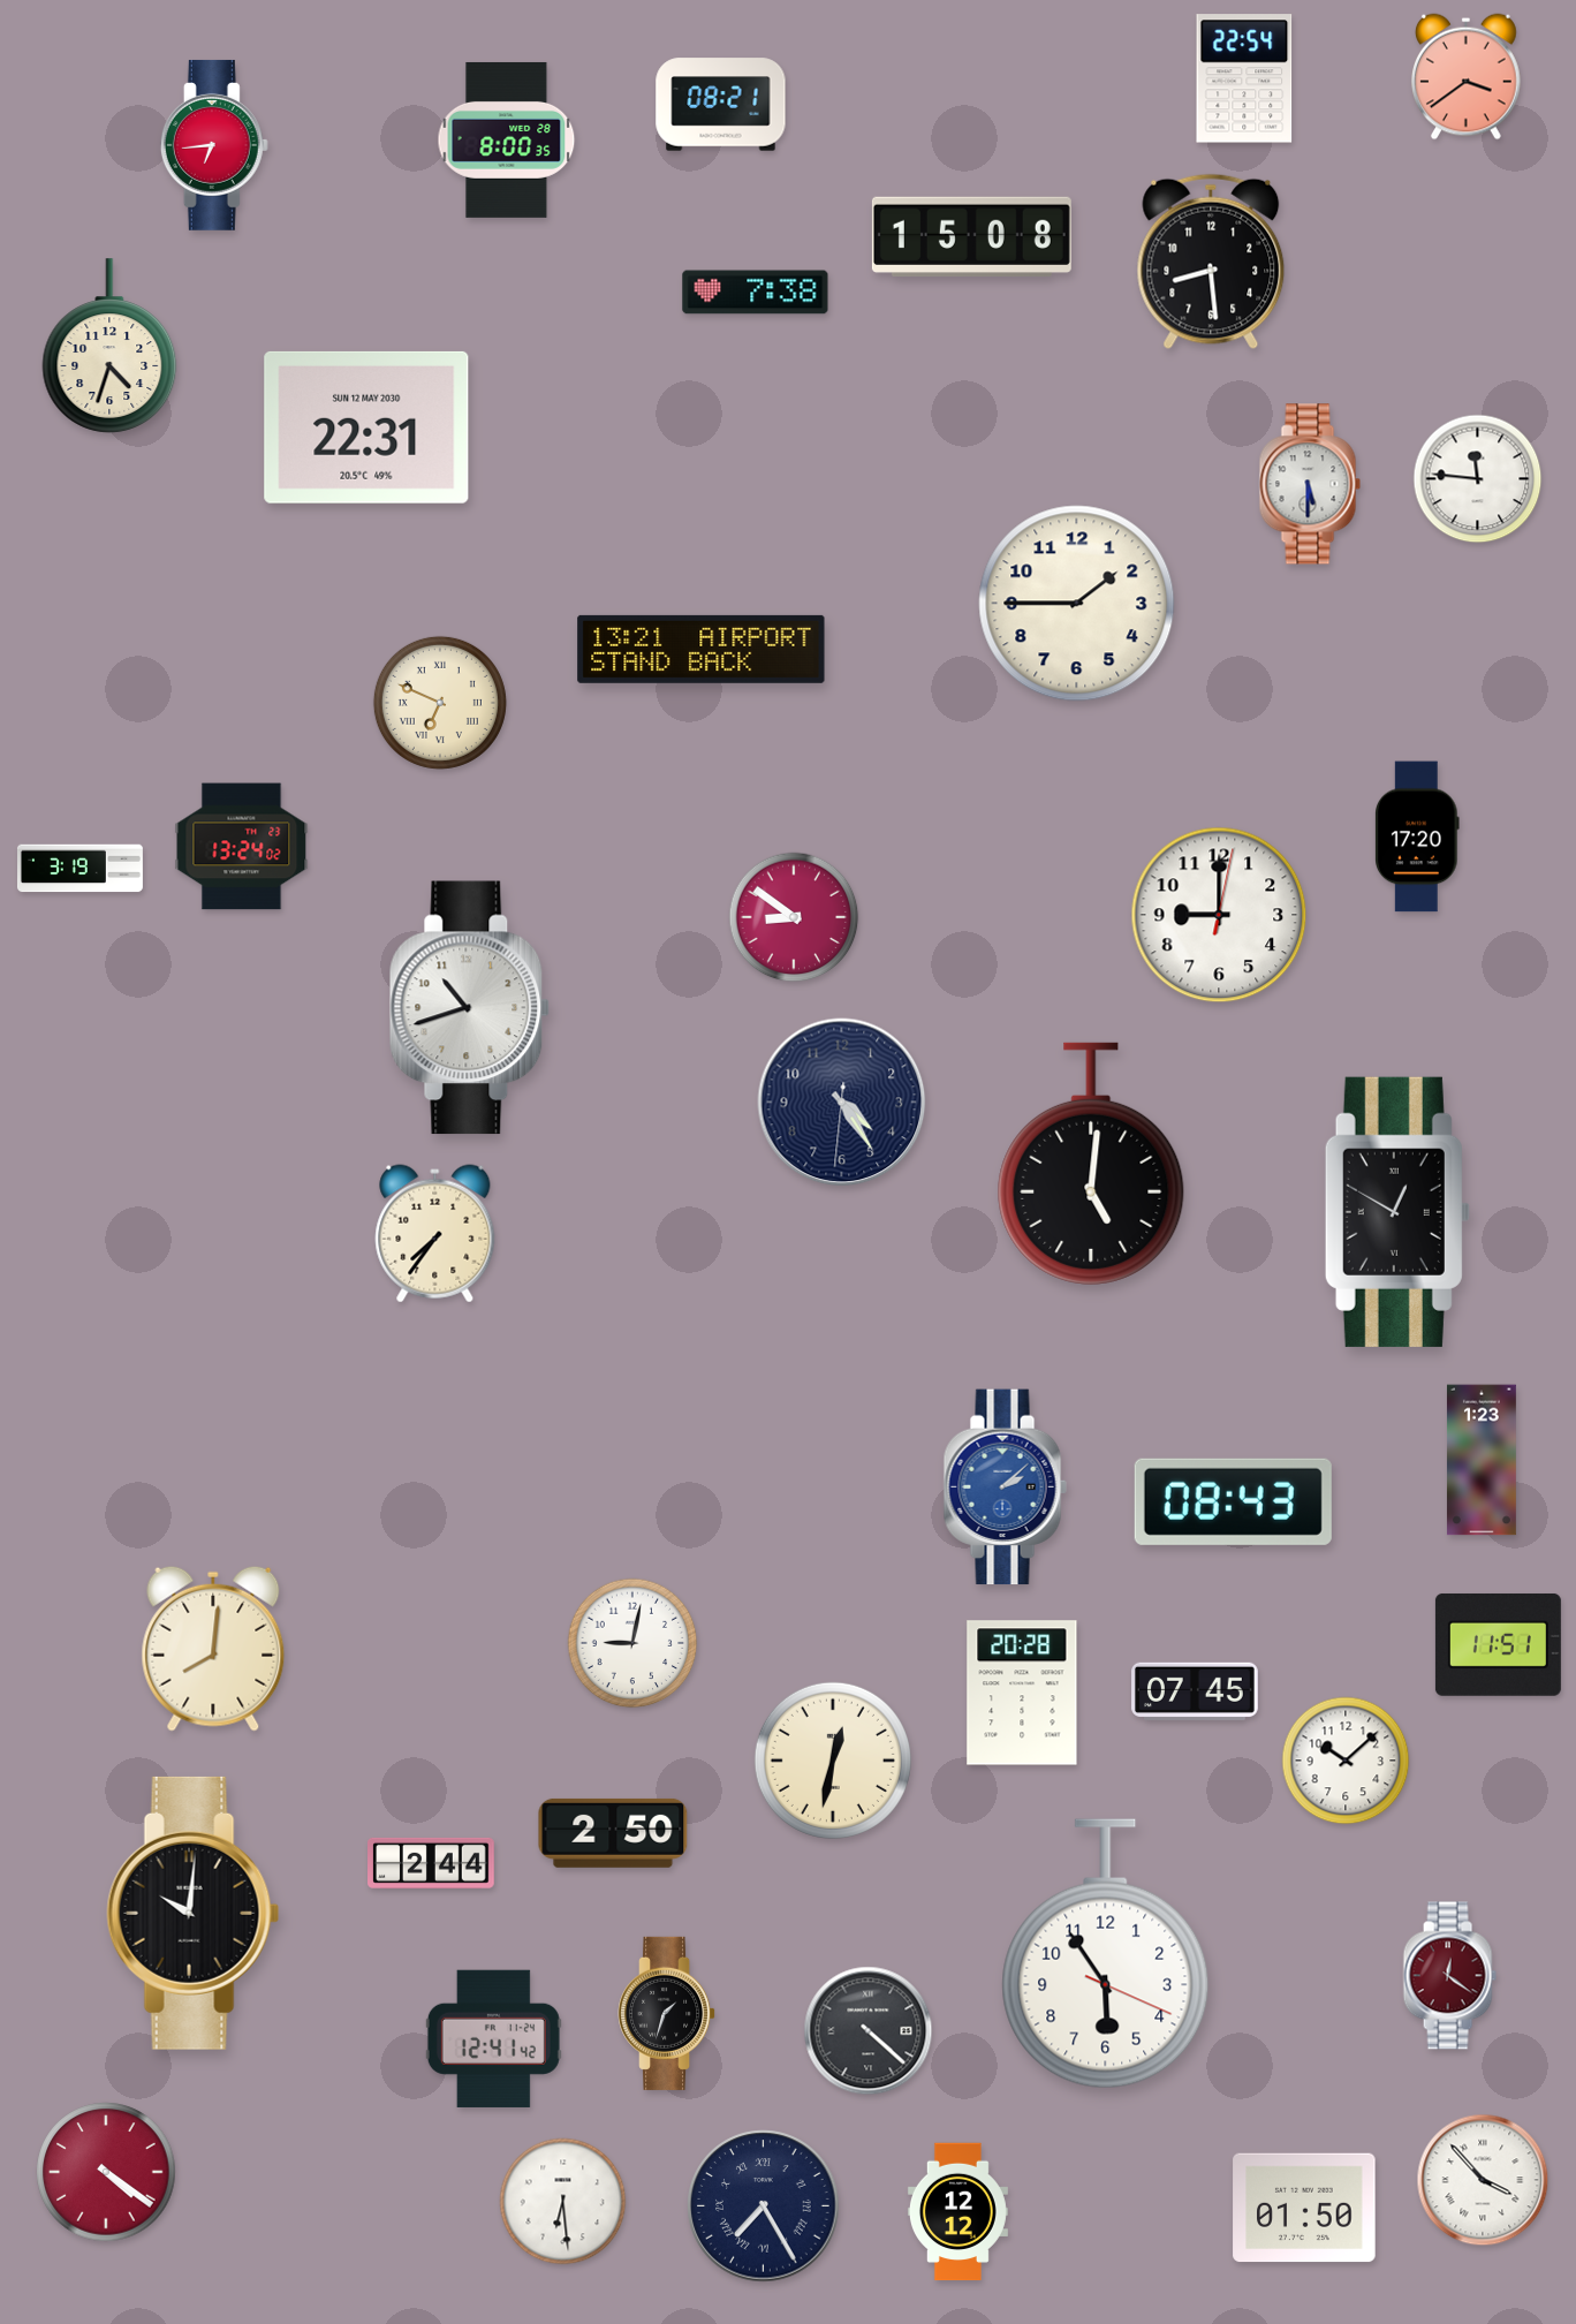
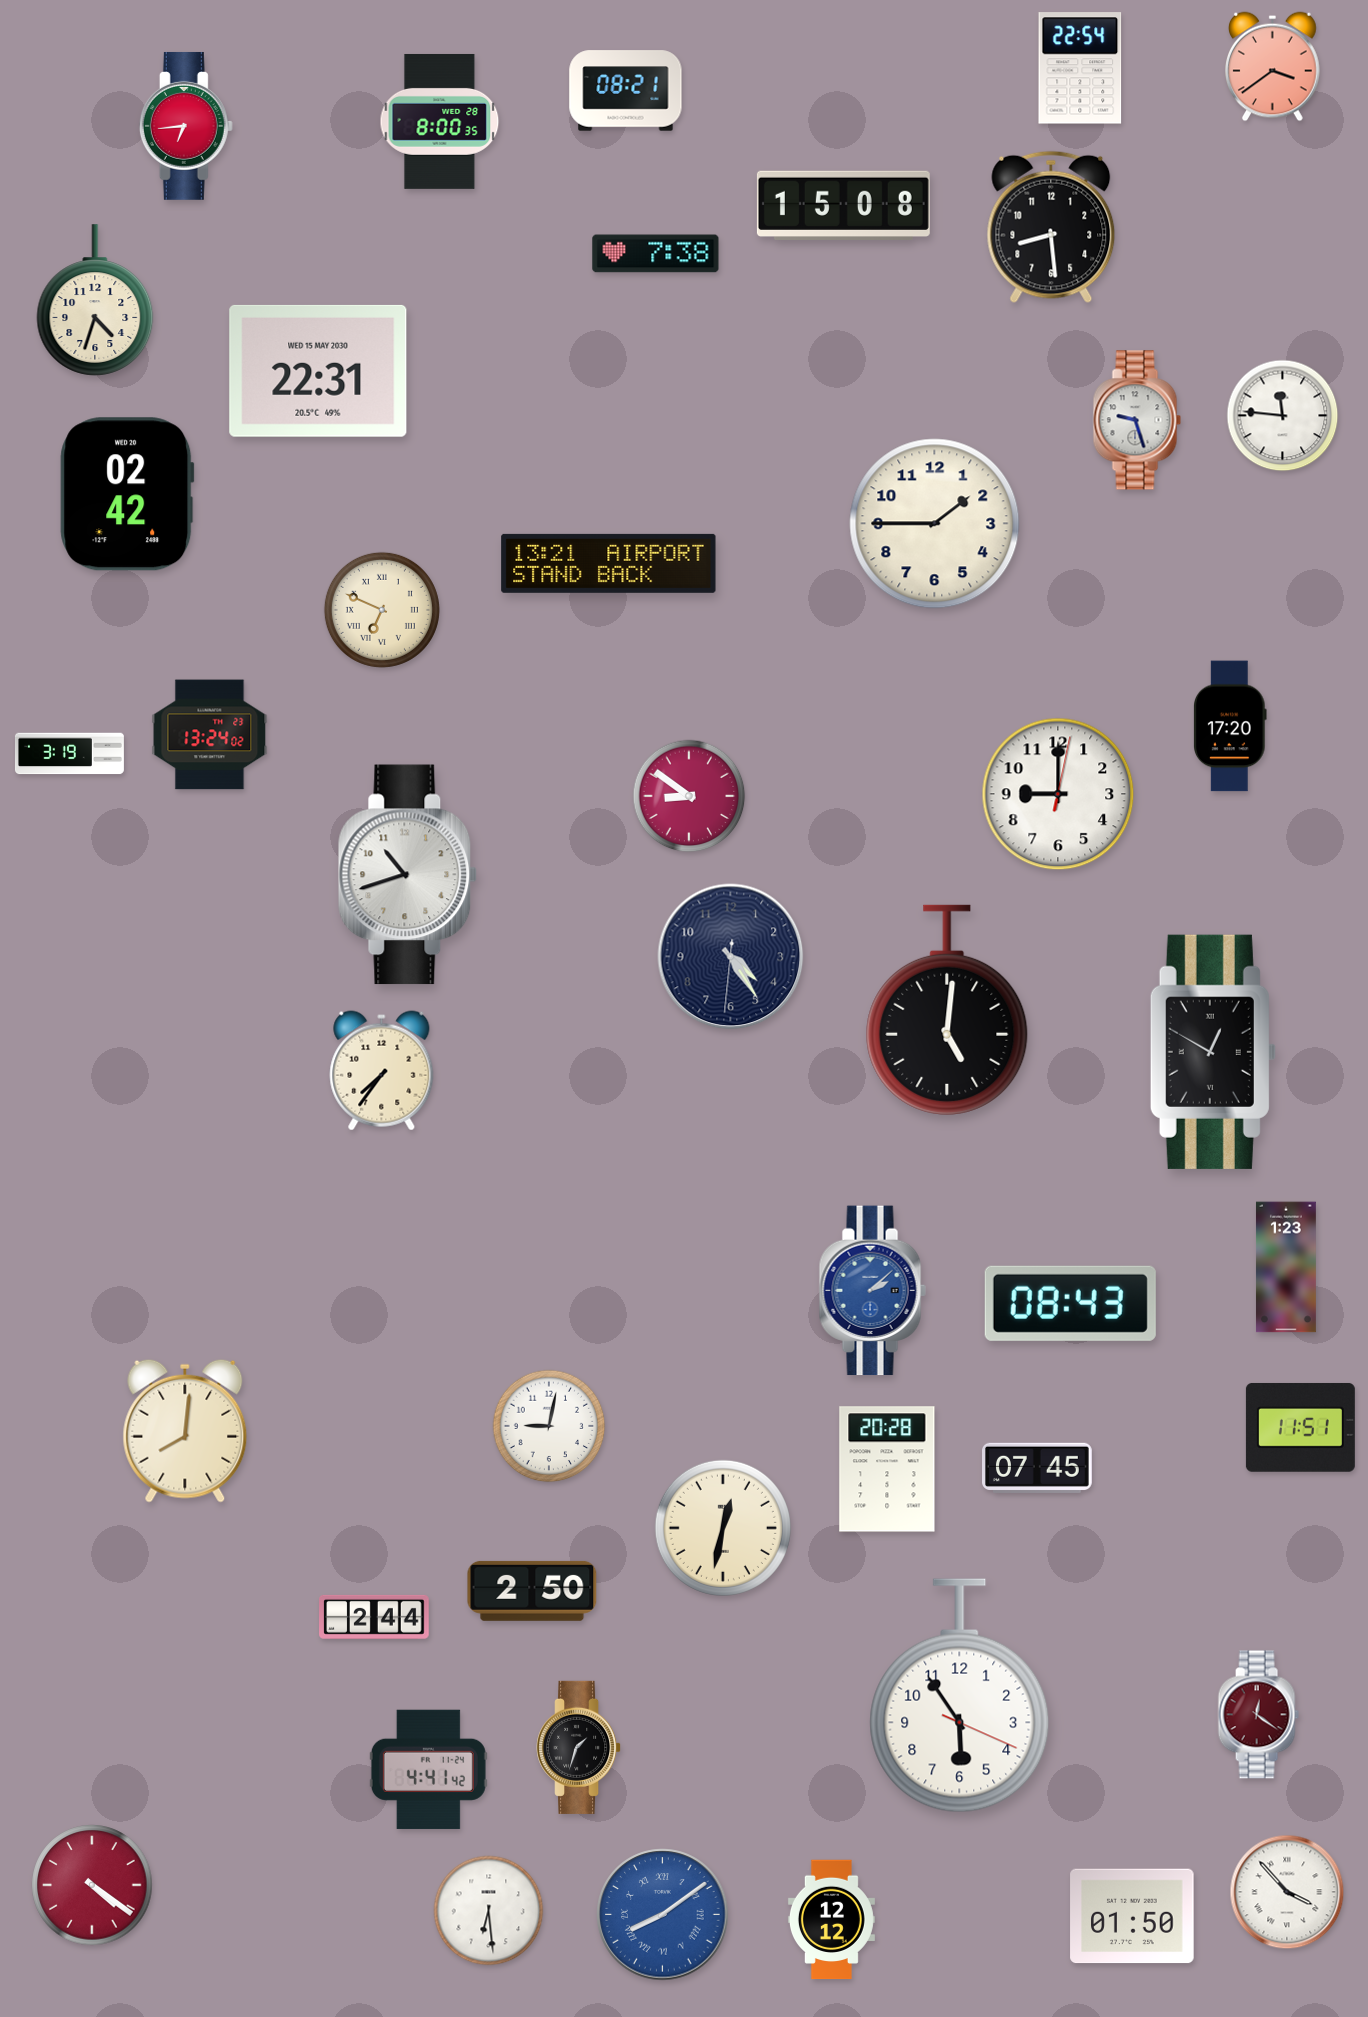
clock at (366, 427) date: SUN 12 MAY 2030 -> WED 15 MAY 2030
clock at (1310, 484): 5:30 -> 9:27
clock at (127, 494): none -> 02:42
clock at (435, 1234) position: (435, 1234) -> (382, 1071)
clock at (1346, 1761): 10:08 -> none
clock at (194, 1913): 10:01 -> none
clock at (869, 2031): 4:22 -> none
clock at (493, 2038): 12:41 -> 4:41
clock at (764, 2206): 7:25 -> 8:09
clock at (764, 2206) dial: navy -> blue
